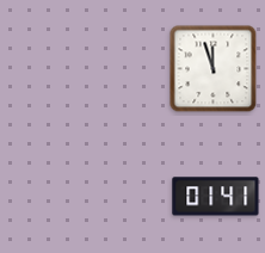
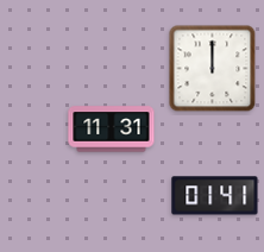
clock at (214, 69): 11:57 -> 12:00
clock at (112, 130): none -> 11:31
